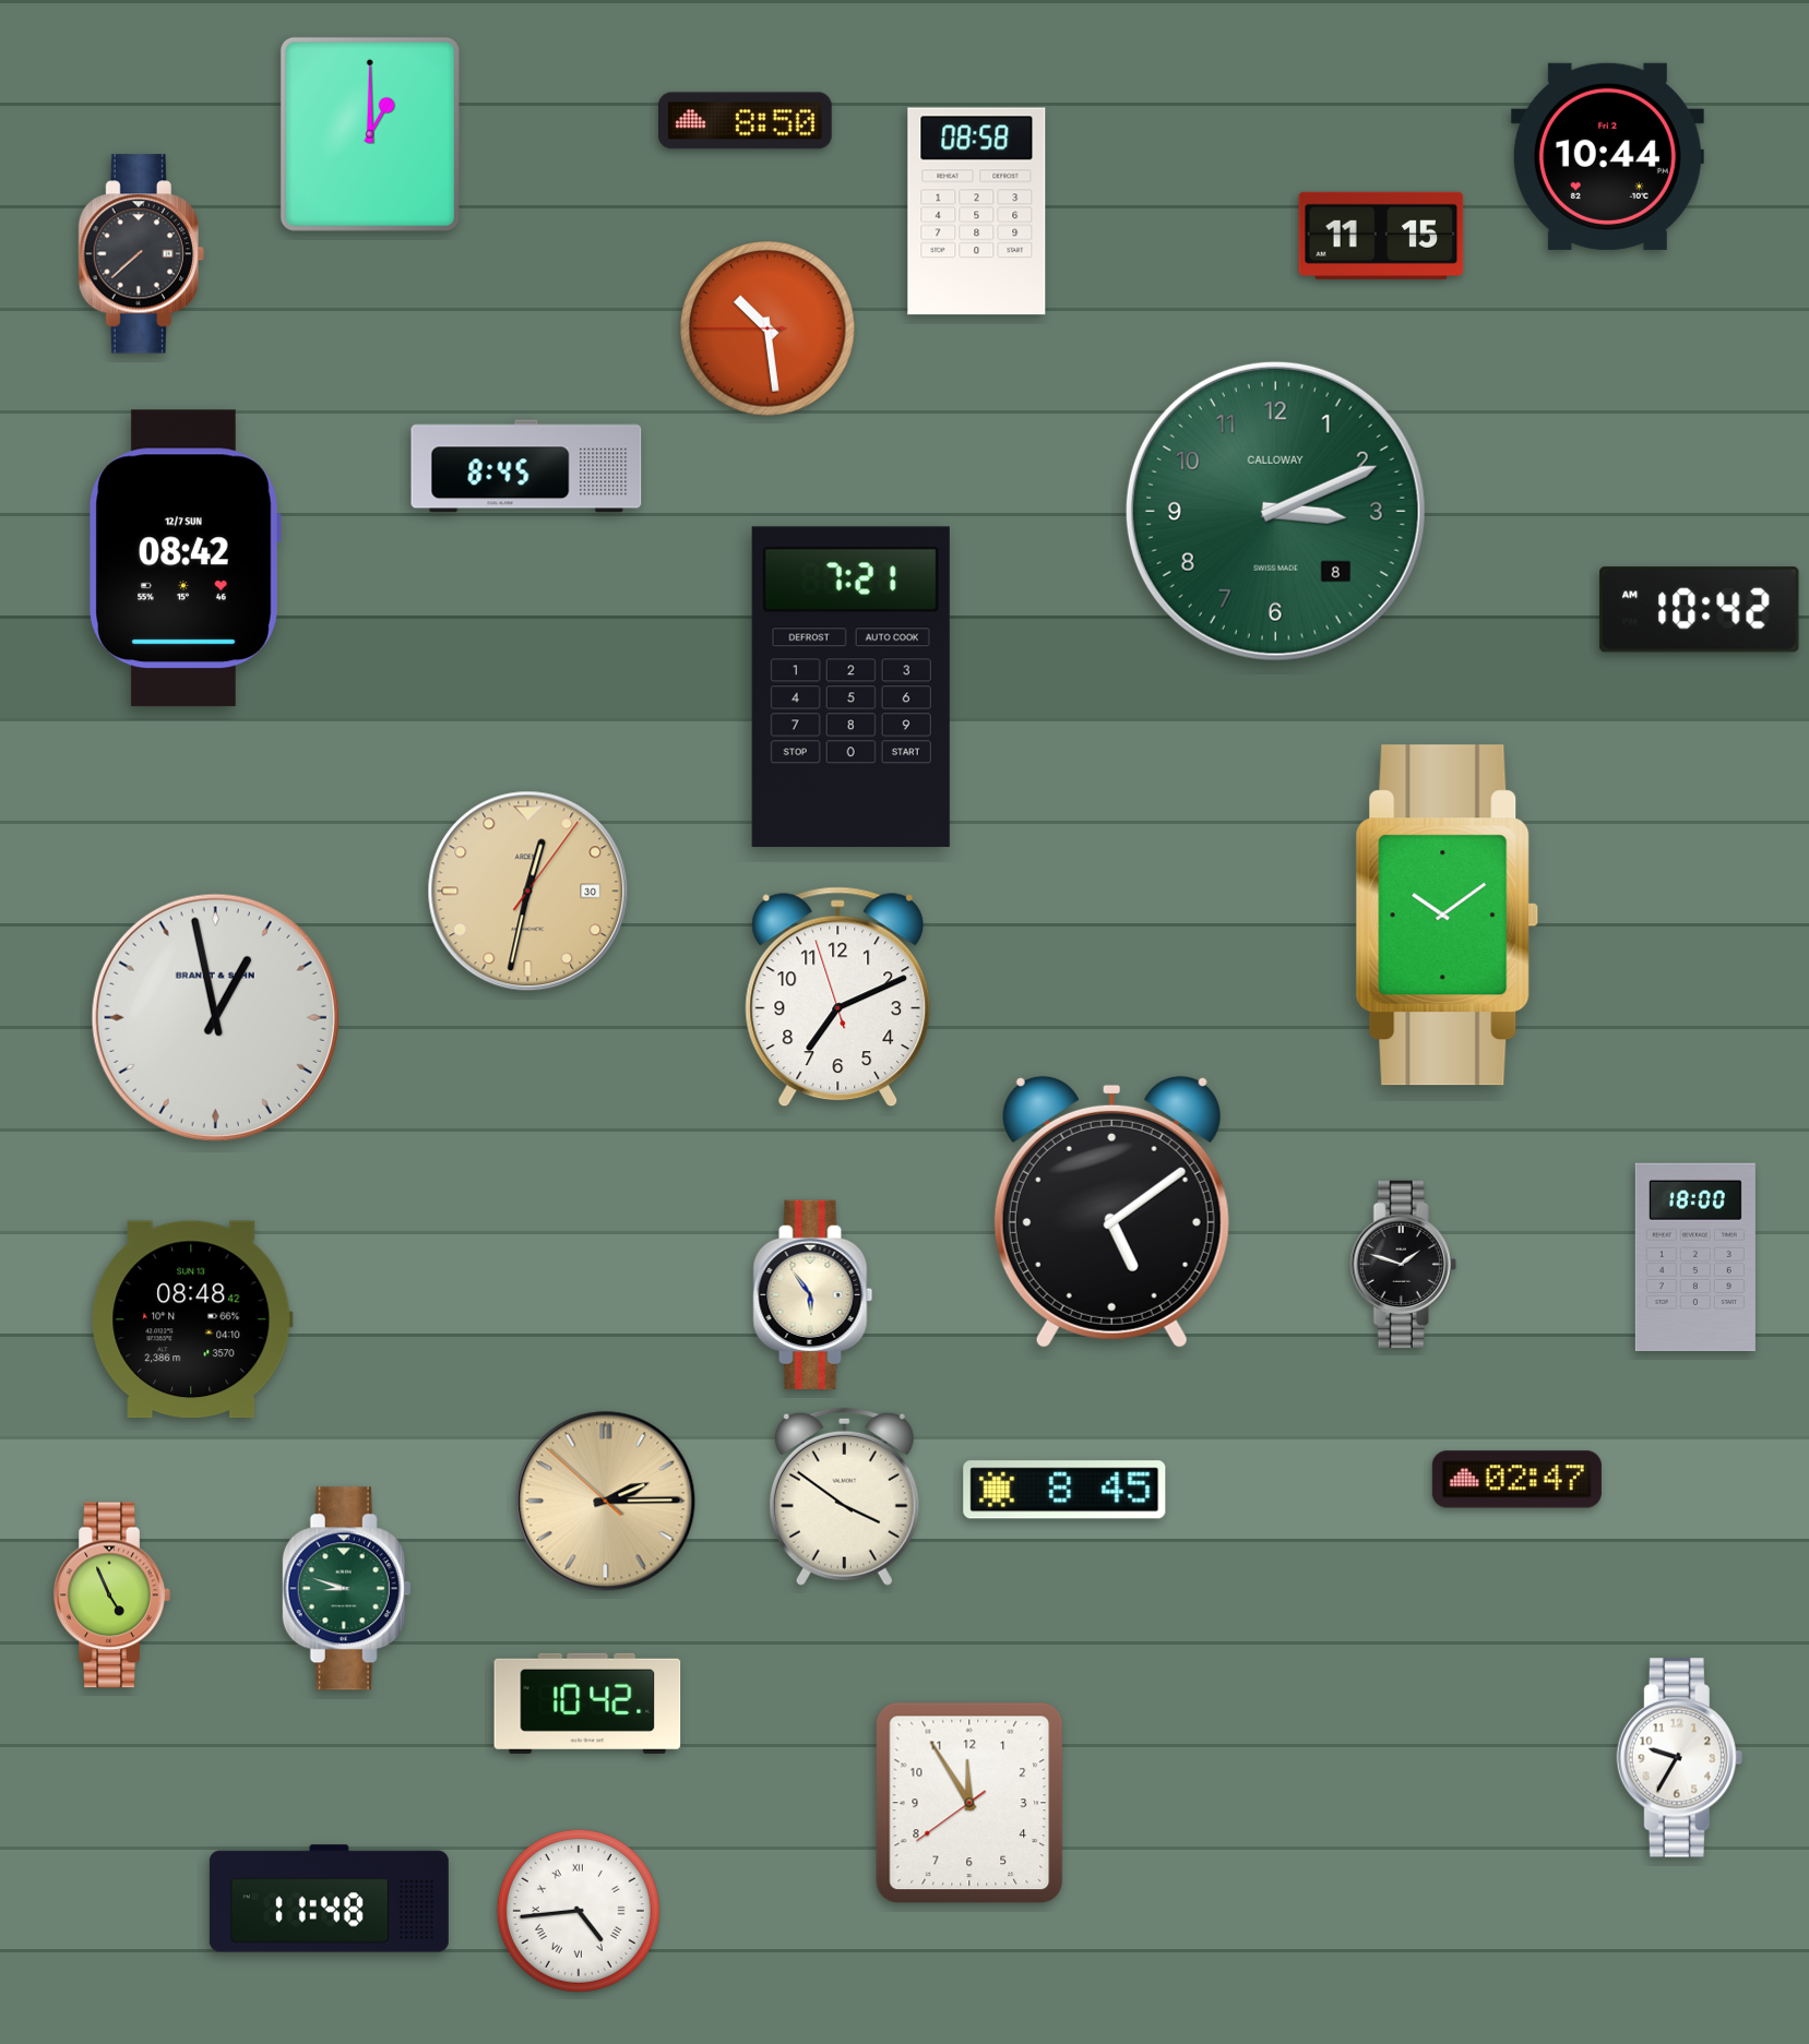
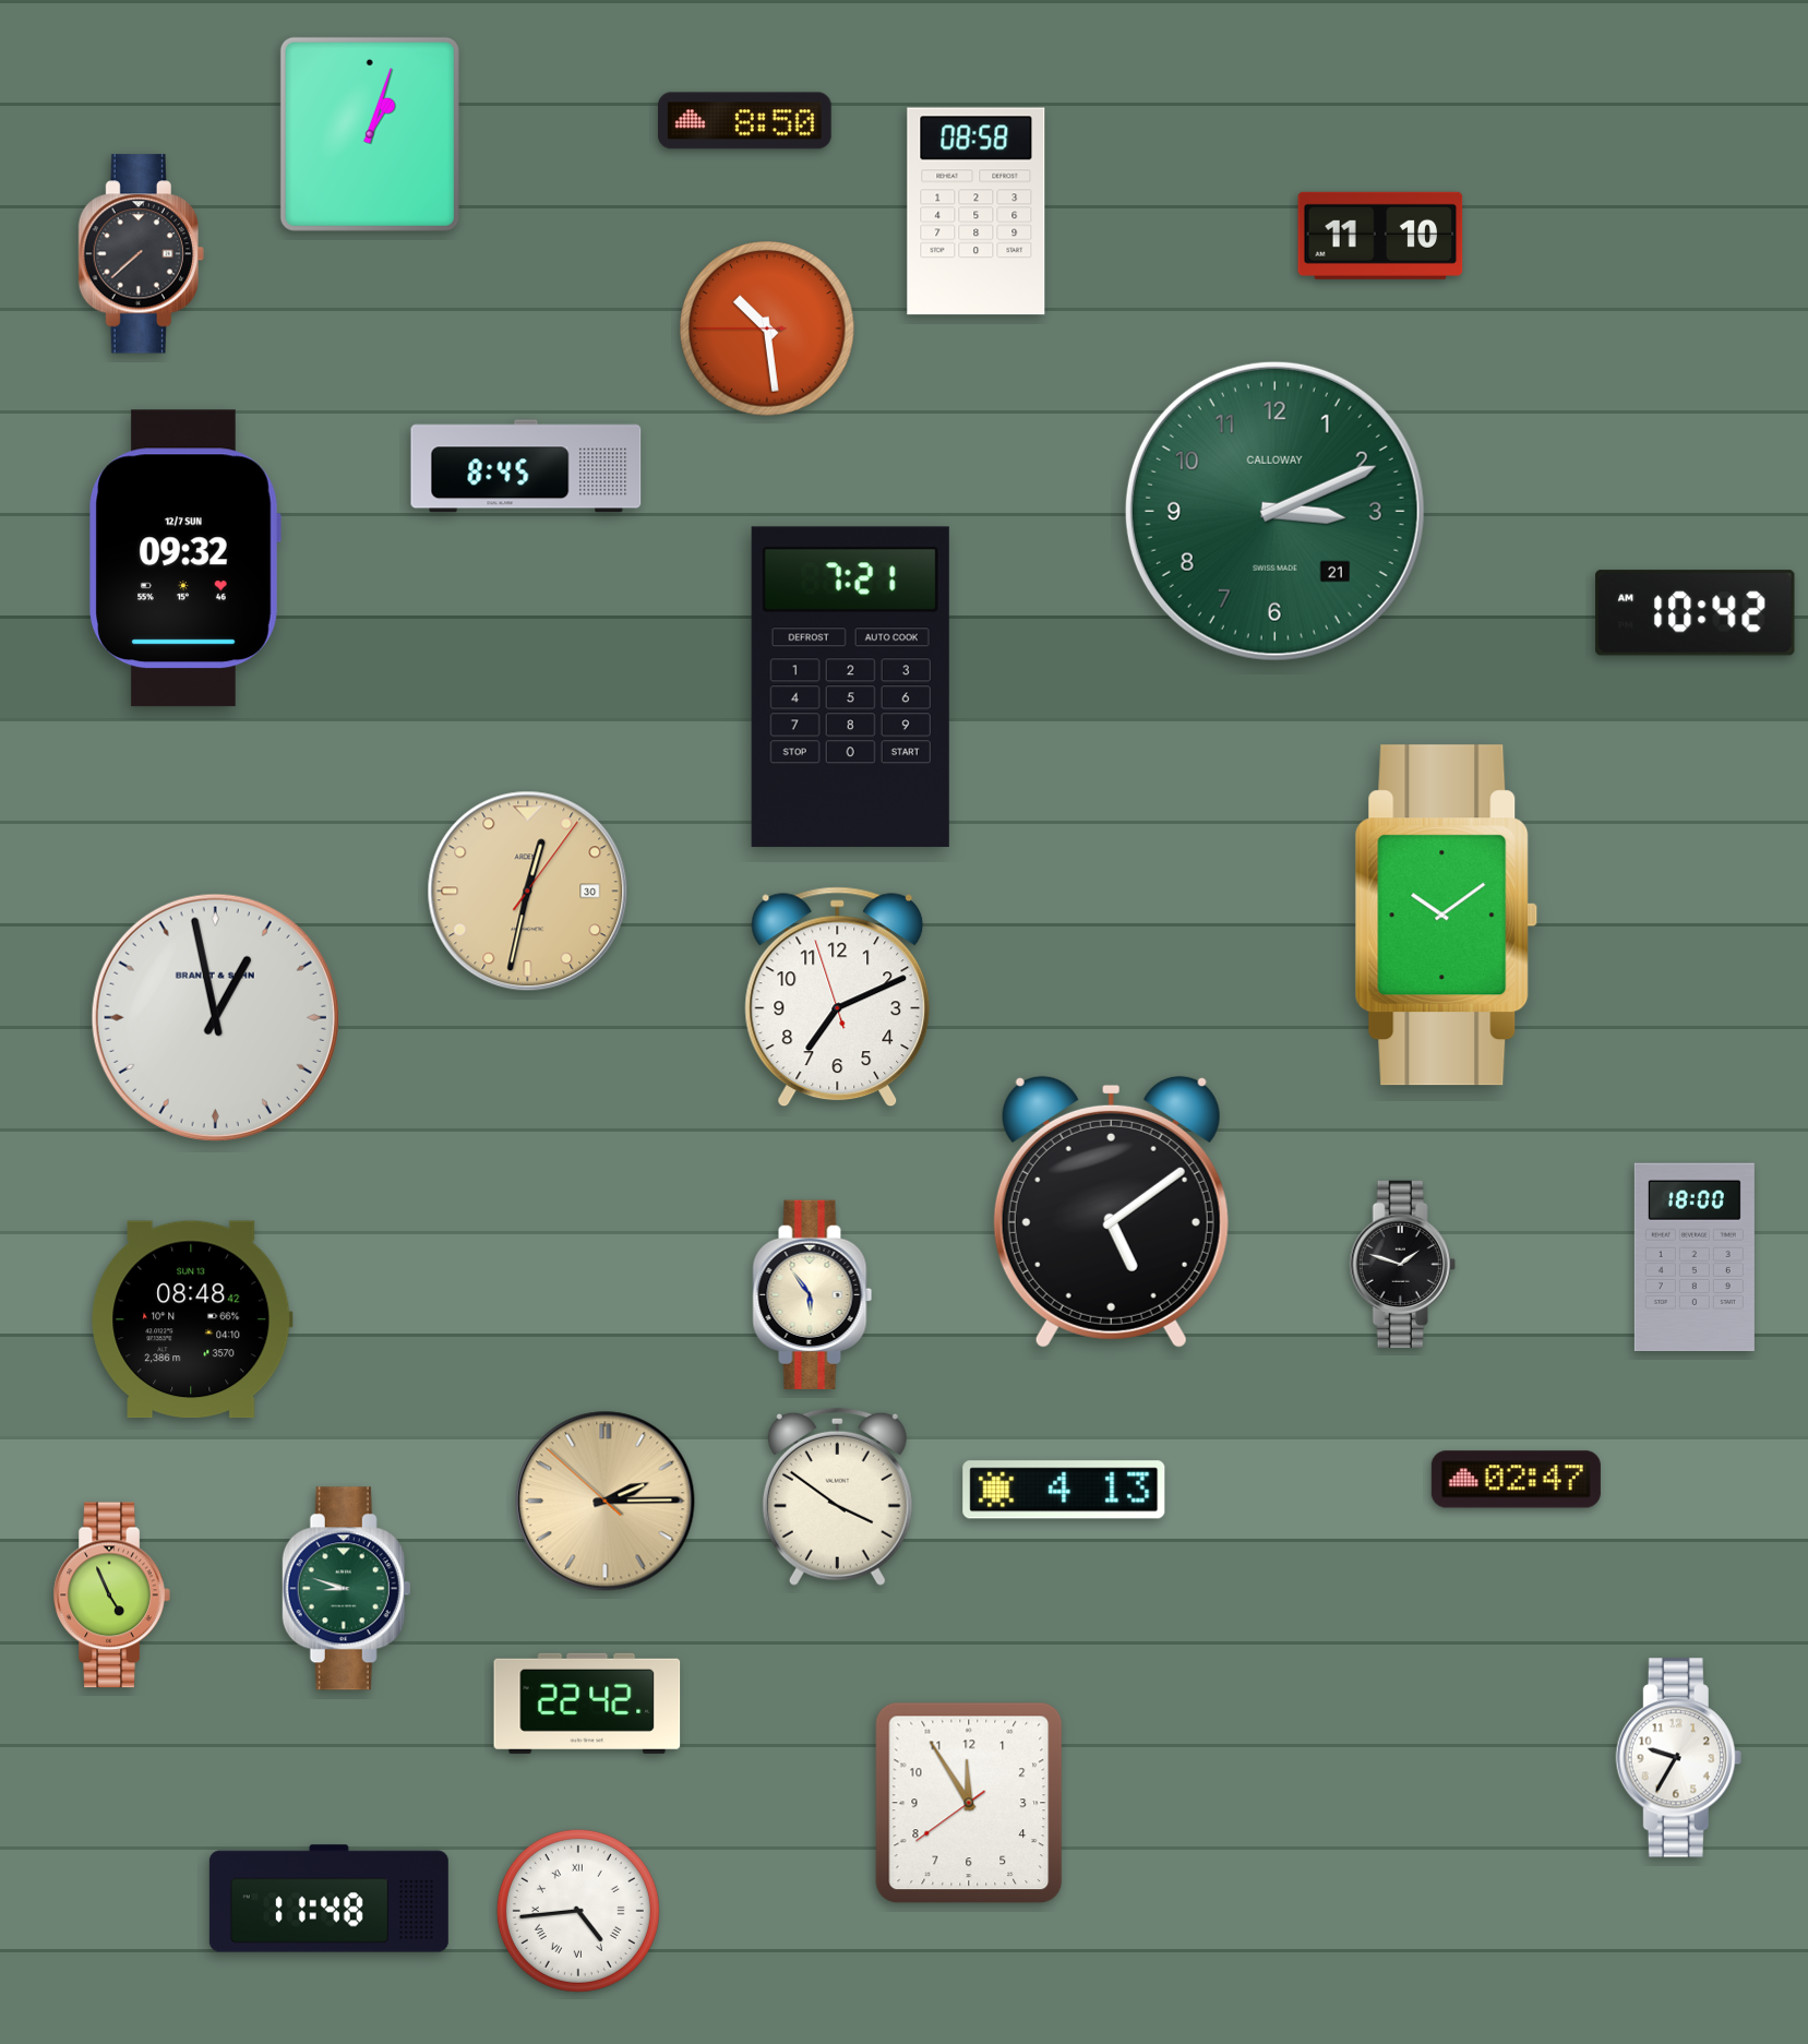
clock at (370, 134): 1:00 -> 1:03
clock at (1607, 156): 10:44 -> none
clock at (1381, 236): 11:15 -> 11:10
clock at (1275, 511) date: 8 -> 21
clock at (185, 559): 08:42 -> 09:32
clock at (1700, 610) position: (1700, 610) -> (1696, 613)
clock at (1064, 1490): 8:45 -> 4:13
clock at (844, 1496) position: (844, 1496) -> (837, 1496)
clock at (587, 1704): 10:42 -> 22:42
